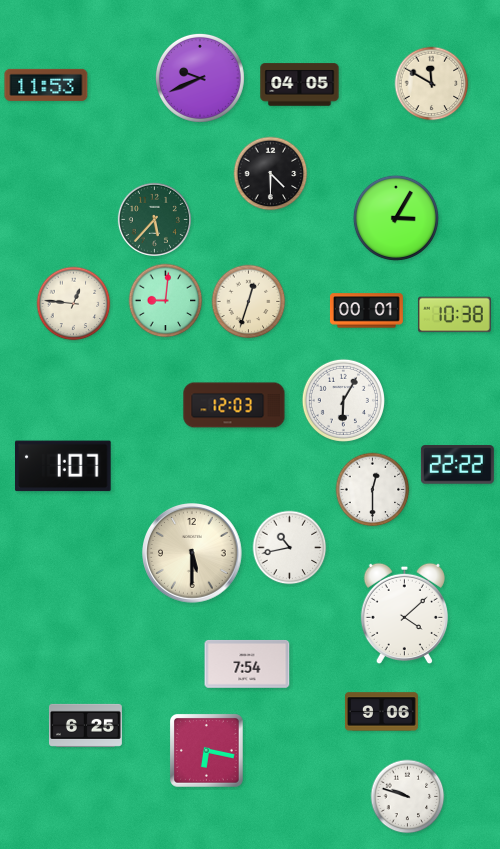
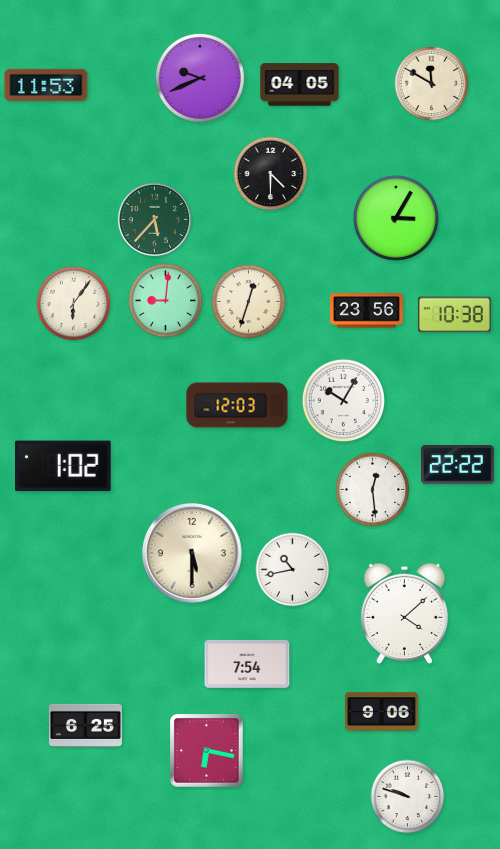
clock at (74, 304): 12:46 -> 6:06
clock at (366, 311): 00:01 -> 23:56
clock at (343, 400): 6:05 -> 10:05
clock at (234, 405) position: (234, 405) -> (237, 405)
clock at (64, 466): 1:07 -> 1:02
clock at (373, 490): 12:30 -> 12:29
clock at (290, 548) position: (290, 548) -> (293, 570)
